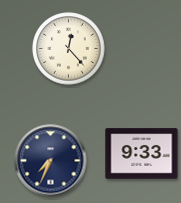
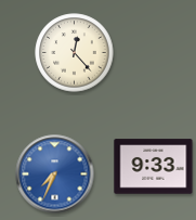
clock at (51, 161) dial: navy -> blue
